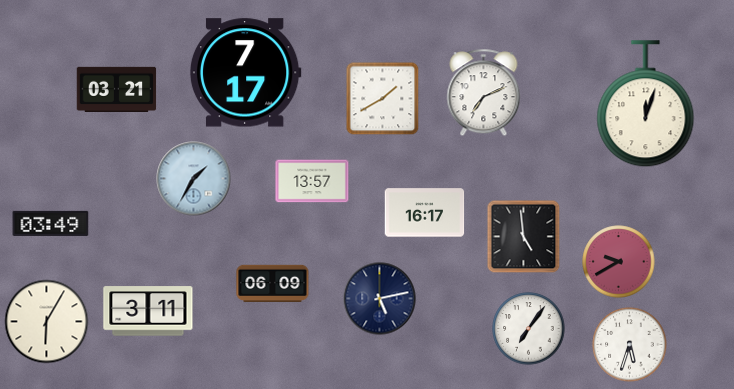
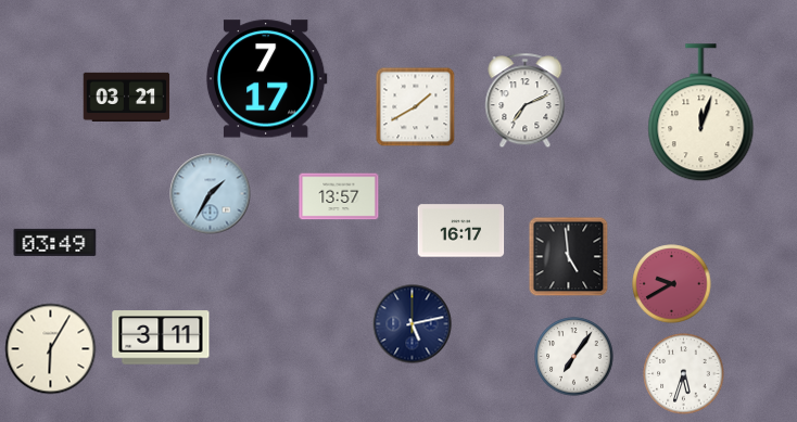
clock at (273, 284): 06:09 -> none
